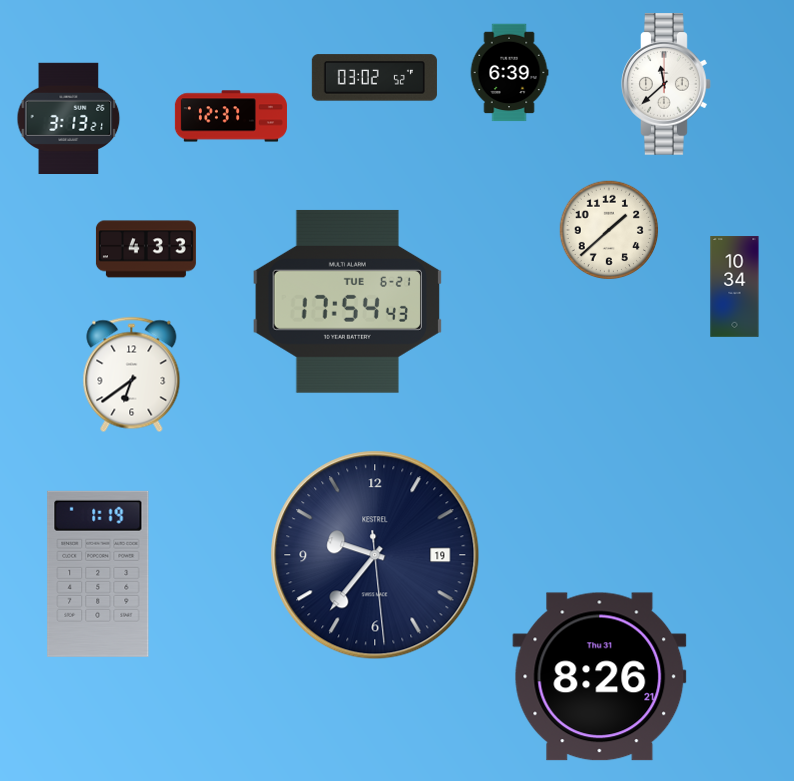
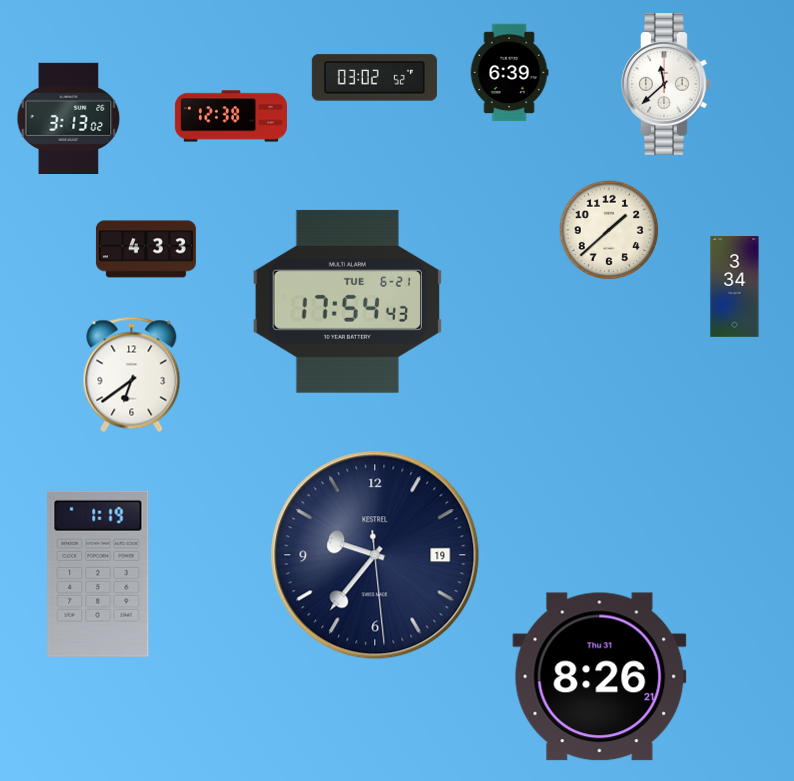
clock at (231, 116): 12:37 -> 12:38
clock at (69, 118): 3:13:21 -> 3:13:02
clock at (735, 287): 10:34 -> 3:34
